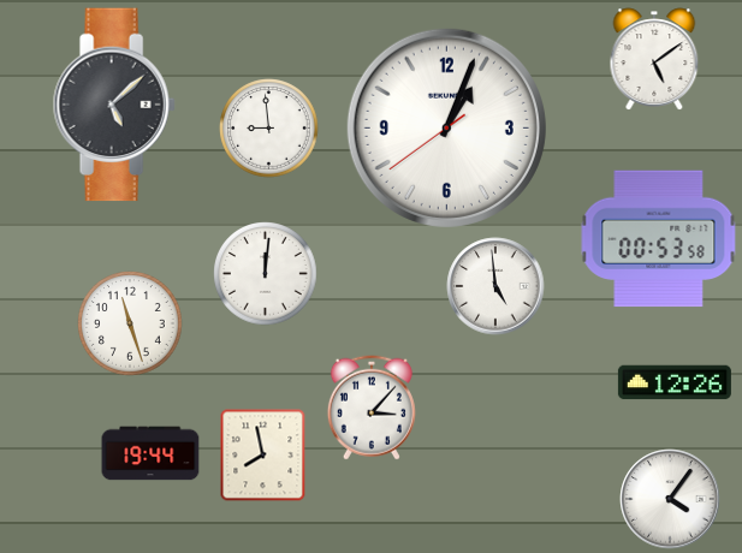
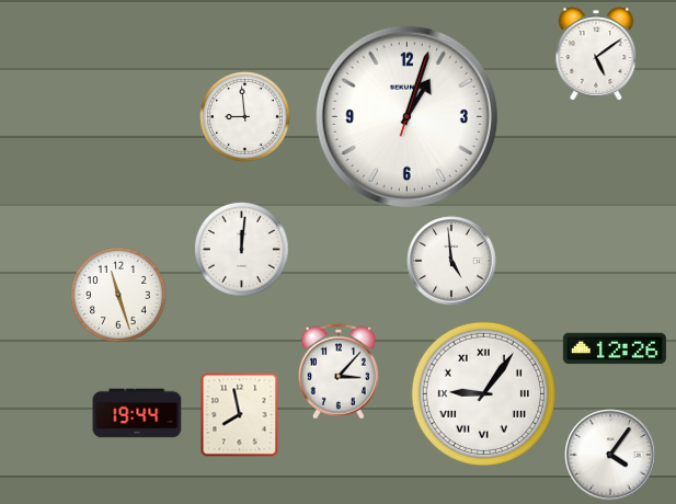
clock at (114, 105): 5:08 -> none
clock at (446, 127): 1:03:39 -> 1:03:03
clock at (659, 239): 00:53 -> none
clock at (483, 393): none -> 9:06
